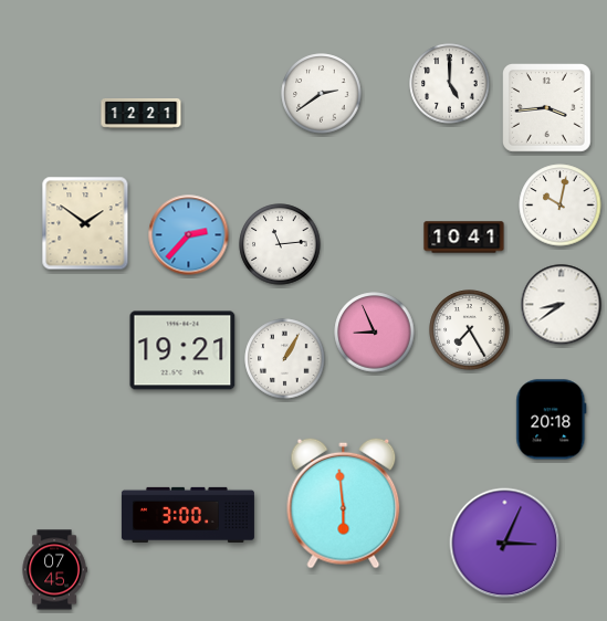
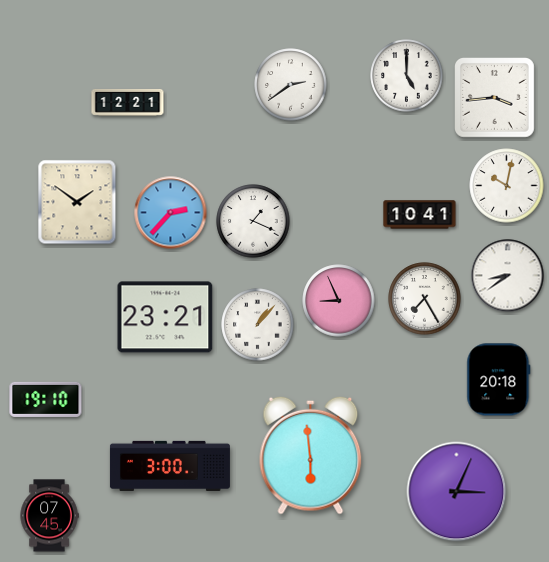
clock at (280, 244): 11:14 -> 1:19
clock at (182, 350): 19:21 -> 23:21
clock at (285, 359): 1:05 -> 1:07
clock at (46, 399): none -> 19:10
